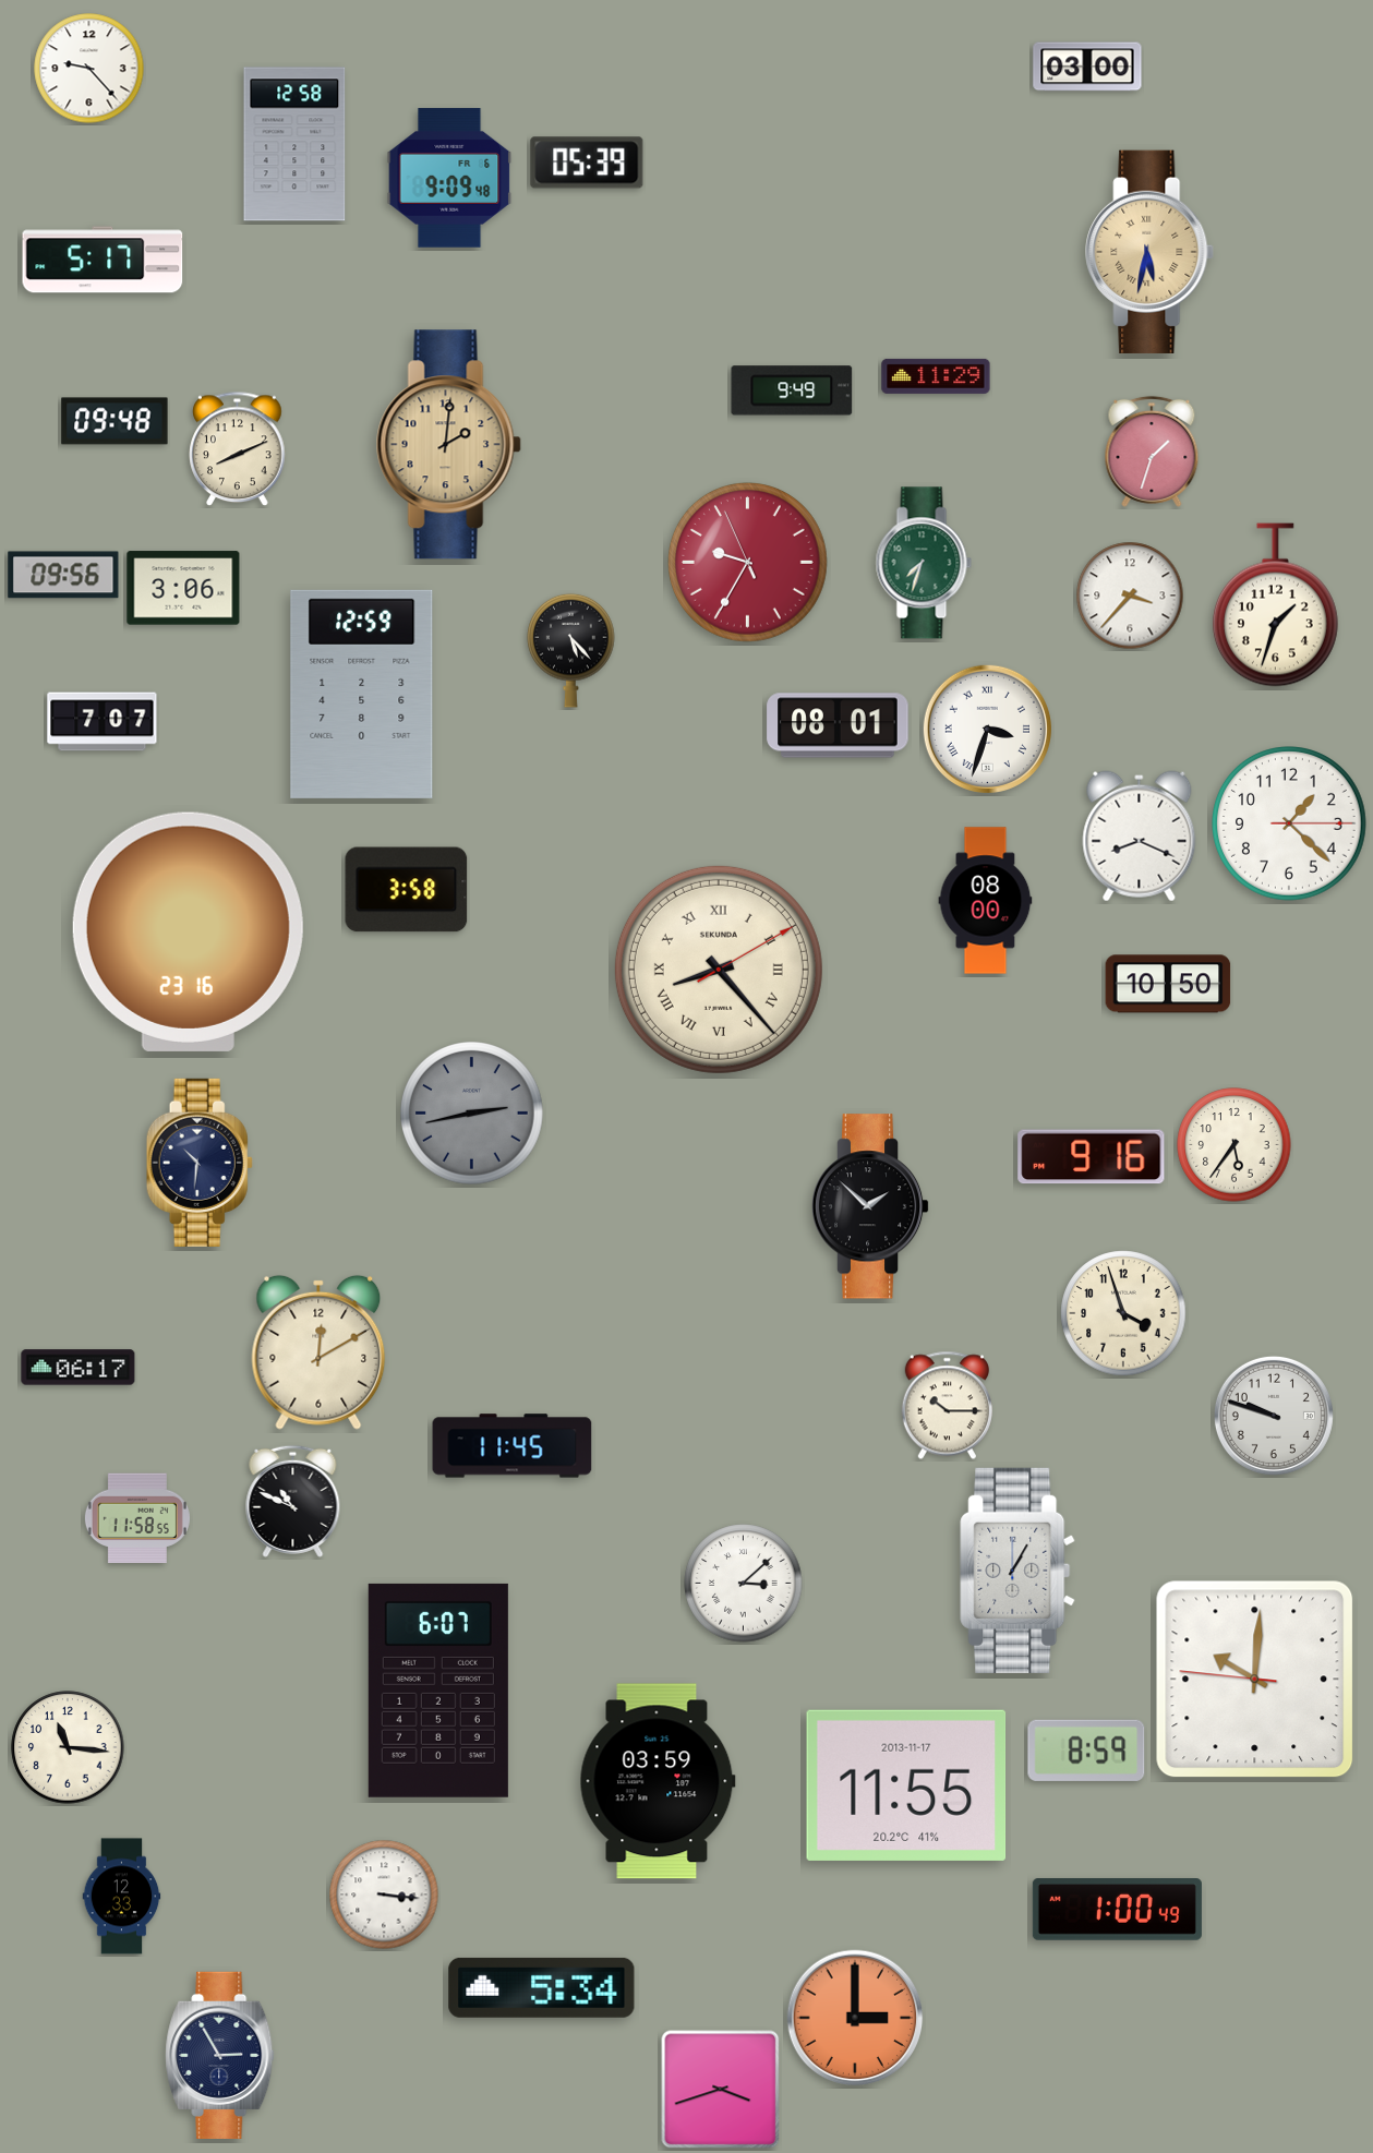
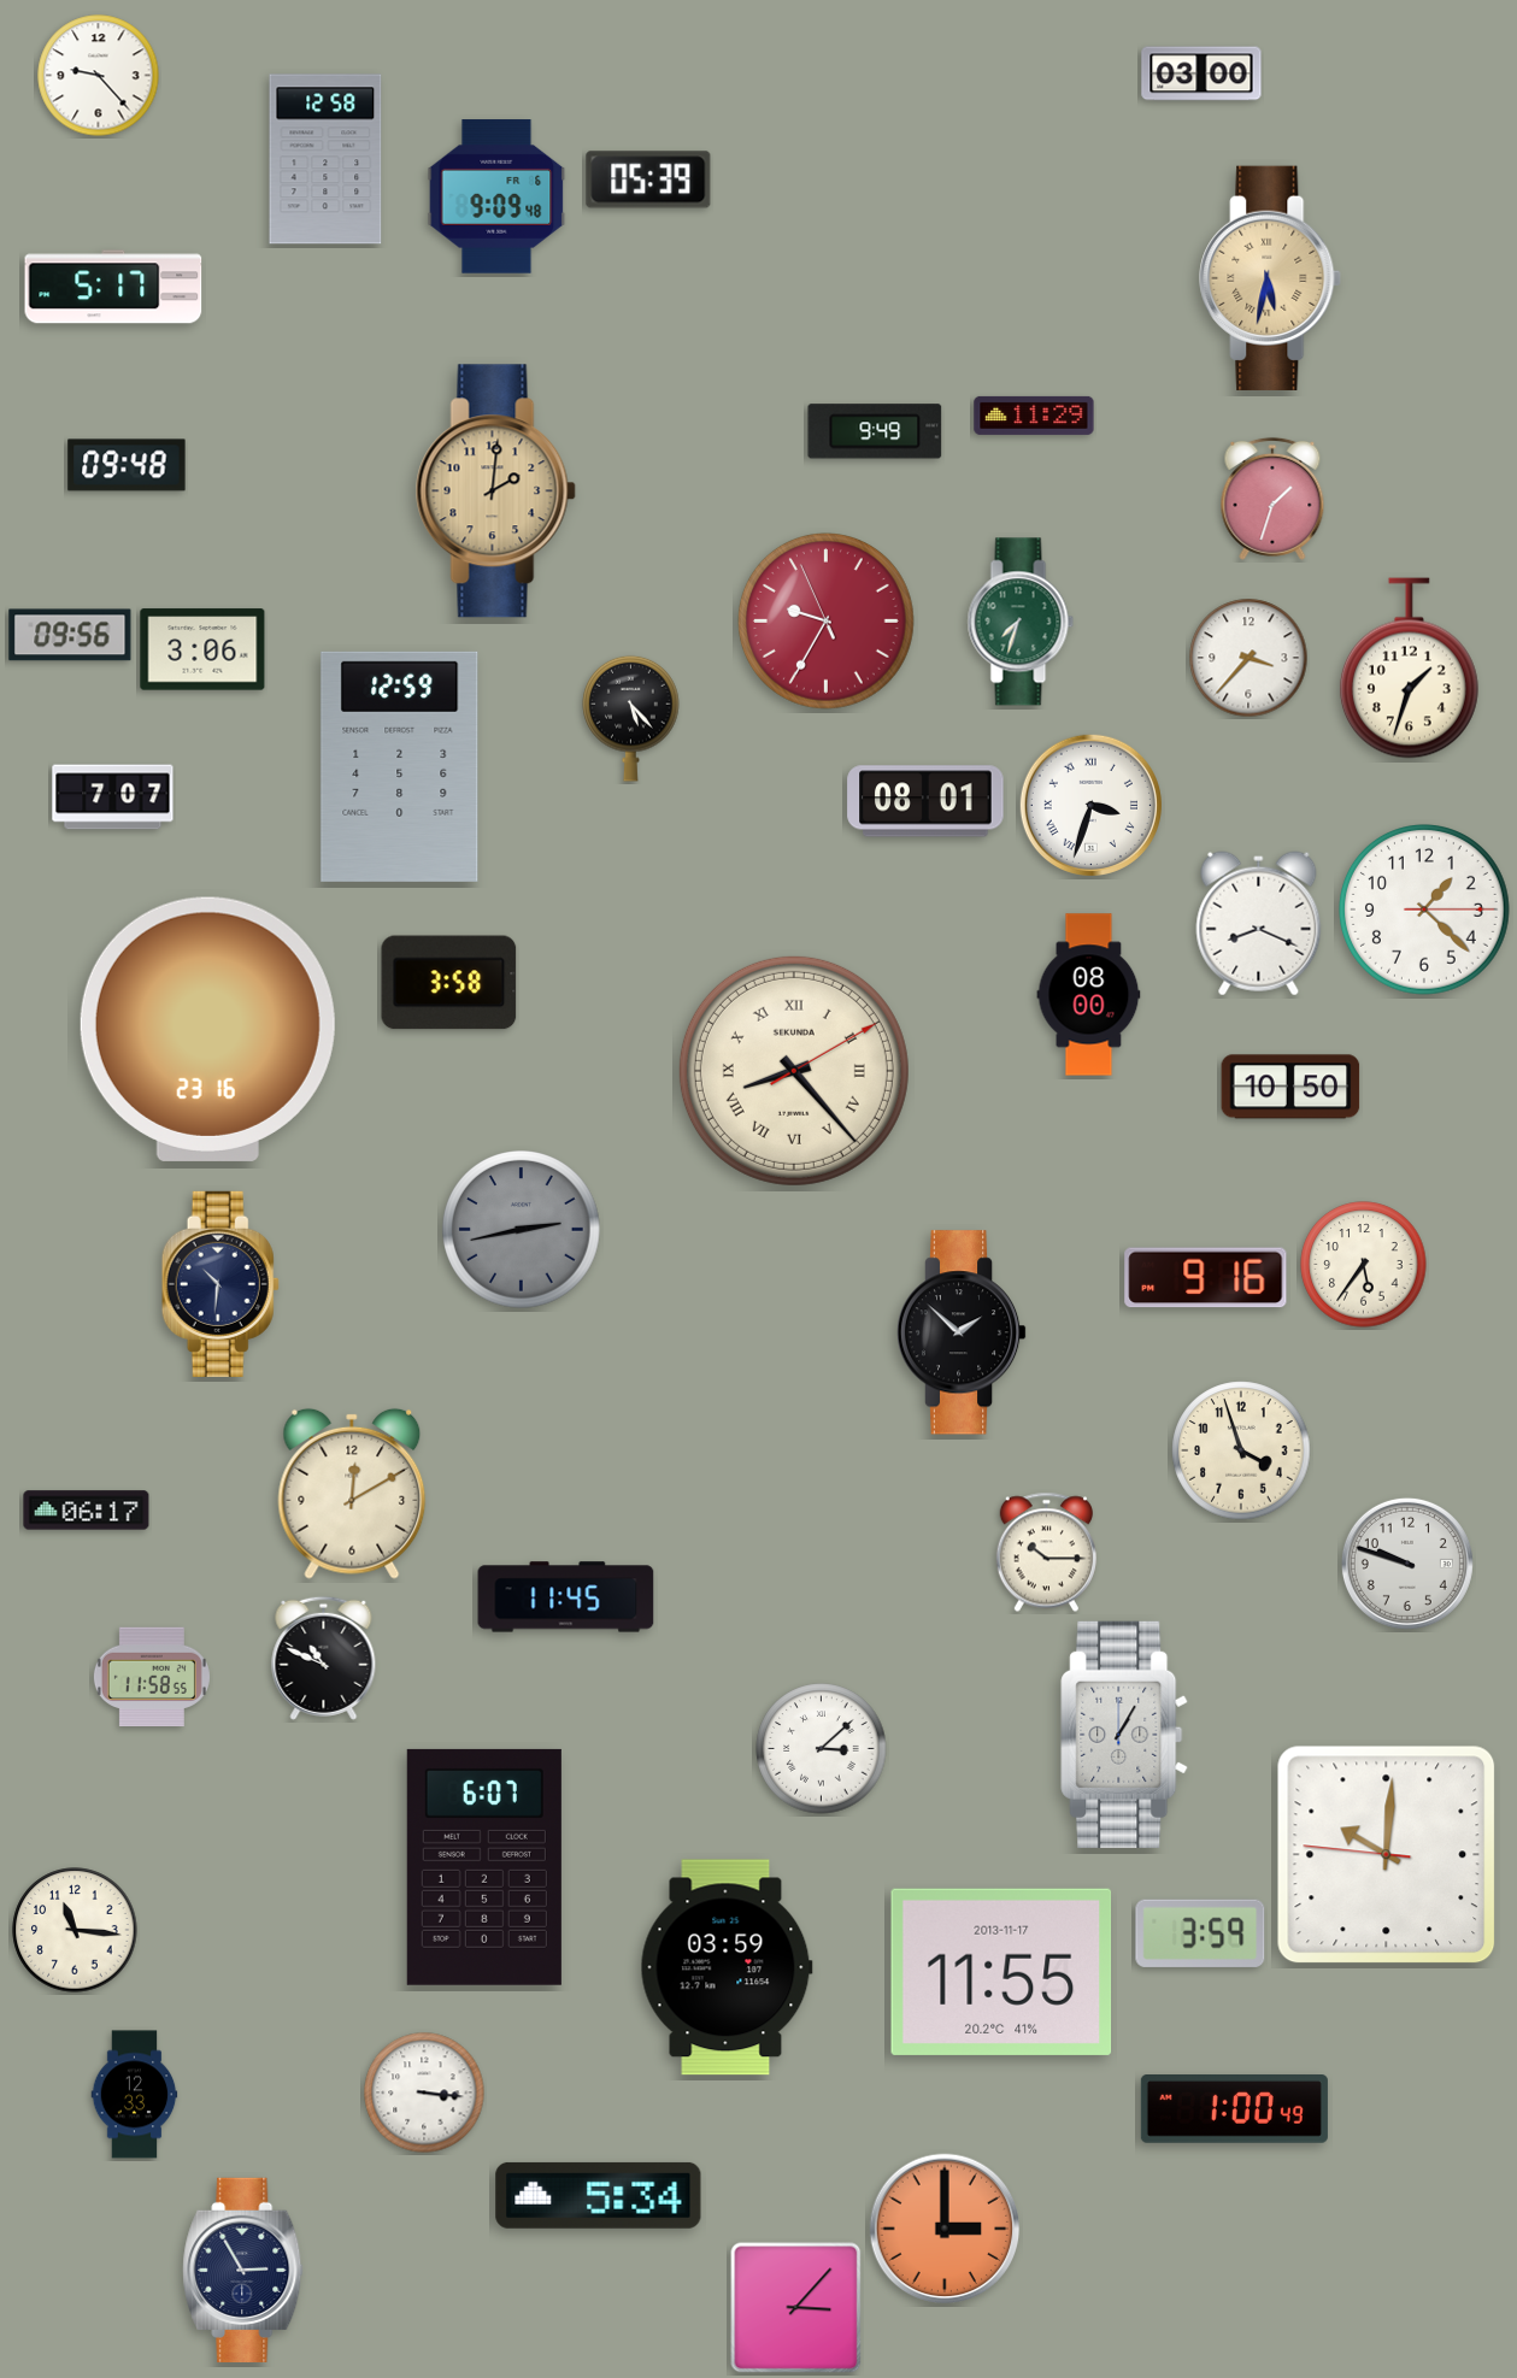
clock at (238, 449): 8:11 -> none
clock at (1086, 1751): 8:59 -> 3:59
clock at (721, 2090): 3:42 -> 3:07
